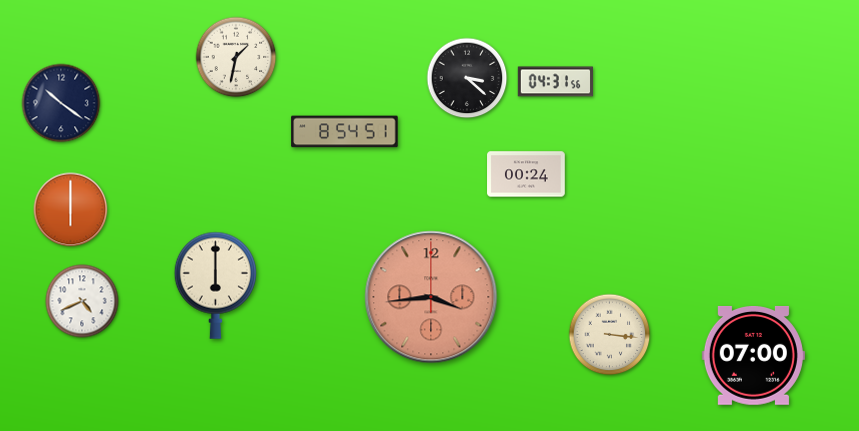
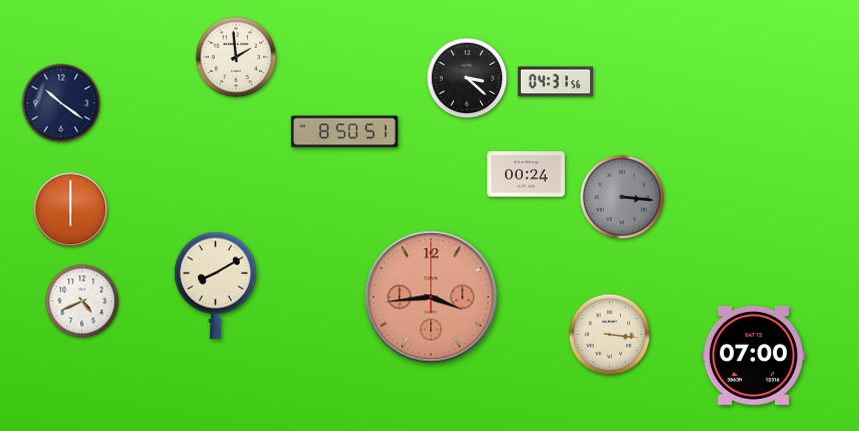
clock at (236, 57): 1:32 -> 1:59
clock at (345, 132): 8:54 -> 8:50
clock at (621, 196): none -> 3:16
clock at (215, 285): 6:00 -> 8:10
